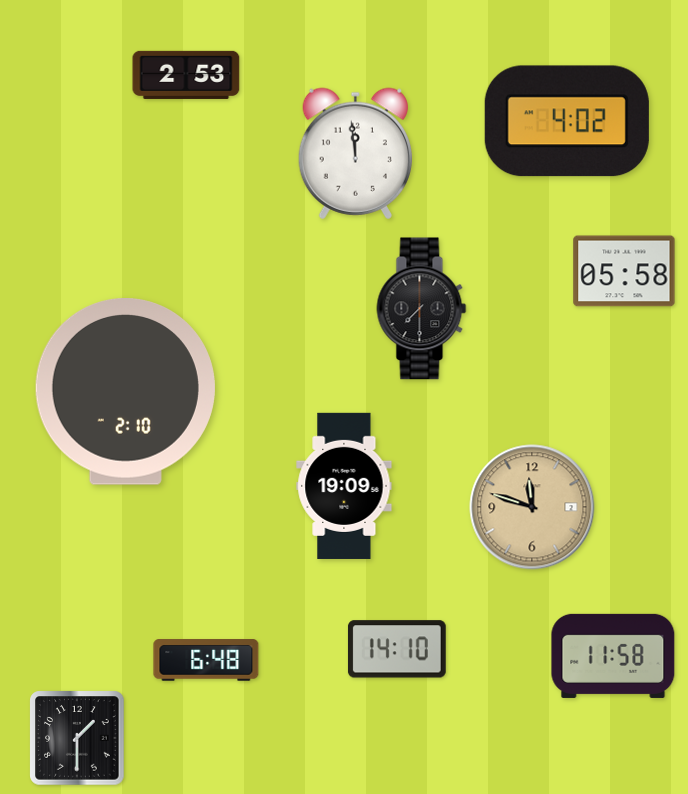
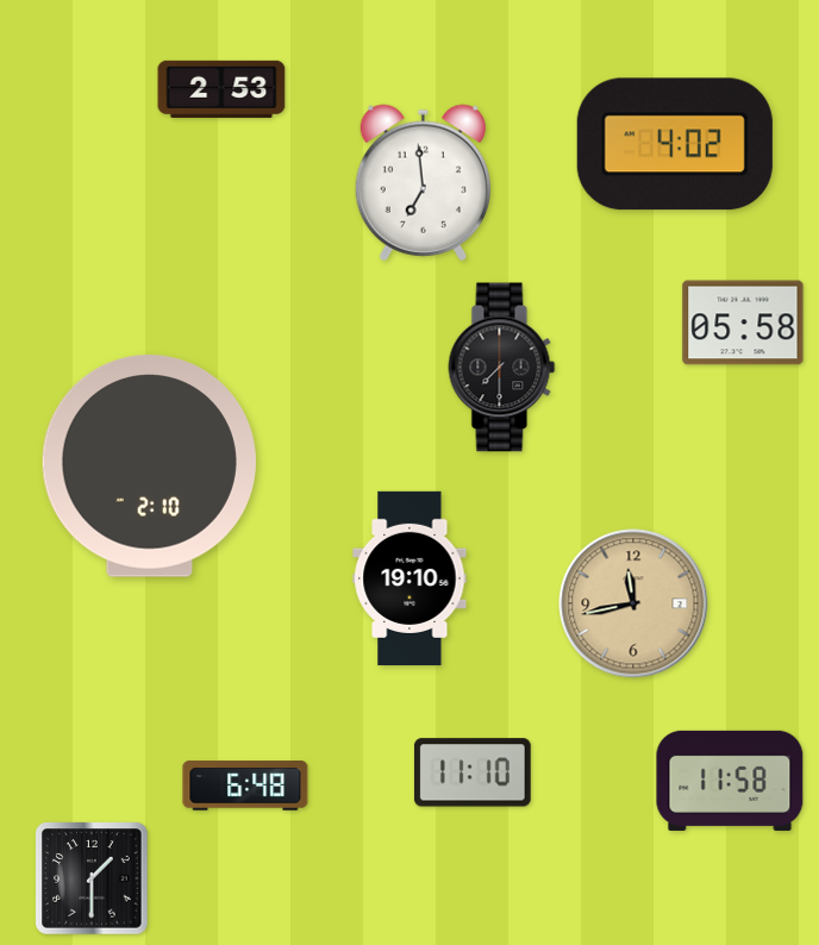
clock at (355, 153): 11:59 -> 6:59
clock at (344, 486): 19:09 -> 19:10
clock at (532, 507): 11:48 -> 11:43
clock at (397, 649): 14:10 -> 11:10
